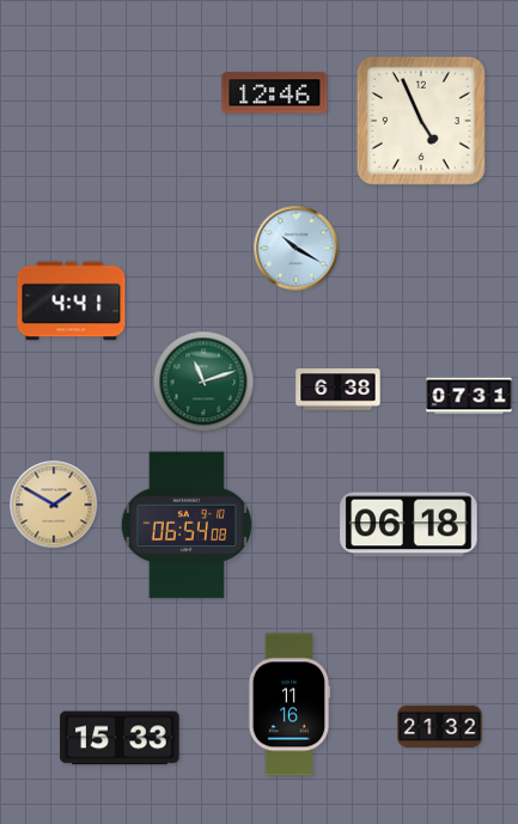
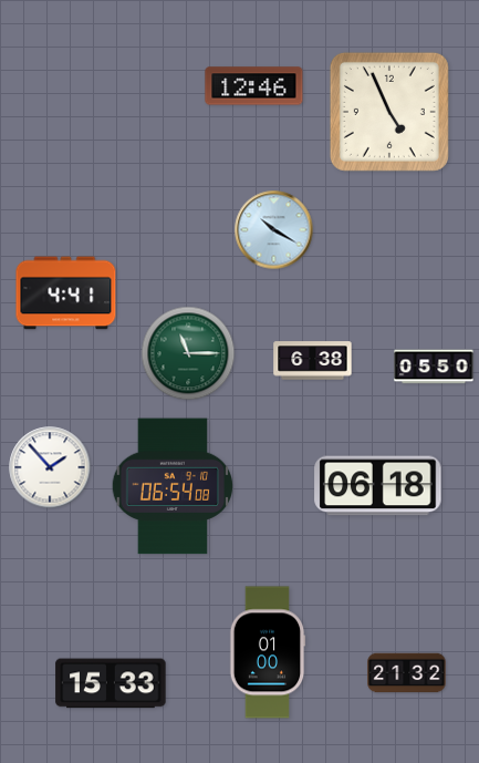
clock at (72, 301) position: (72, 301) -> (66, 293)
clock at (203, 382): 11:12 -> 11:15
clock at (469, 396): 07:31 -> 05:50
clock at (54, 505): 1:50 -> 1:53
clock at (54, 505) dial: champagne -> white
clock at (290, 704): 11:16 -> 01:00
